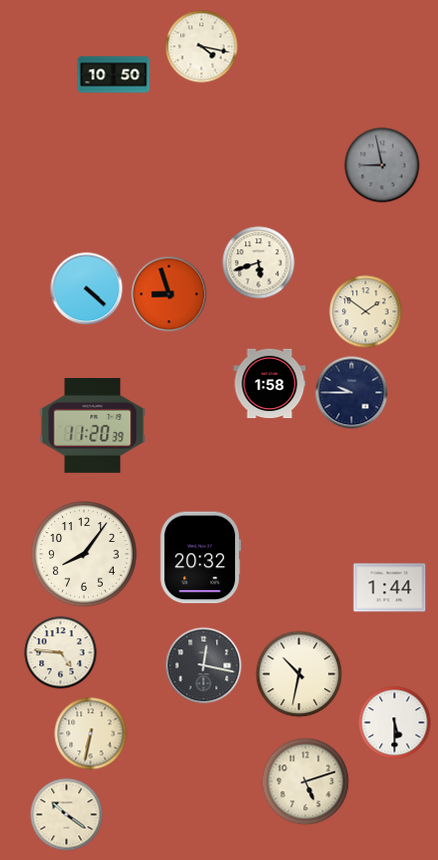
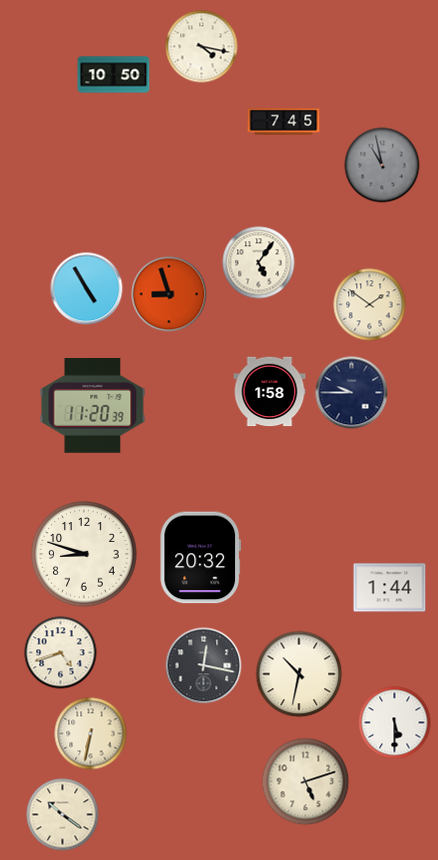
clock at (284, 122): none -> 7:45
clock at (382, 165): 8:58 -> 10:58
clock at (259, 263): 5:42 -> 5:06
clock at (87, 289): 4:22 -> 4:55
clock at (366, 312) position: (366, 312) -> (370, 305)
clock at (270, 384) position: (270, 384) -> (270, 392)
clock at (93, 426) position: (93, 426) -> (93, 406)
clock at (84, 554): 8:06 -> 8:48
clock at (61, 653): 4:46 -> 4:42
clock at (67, 815) position: (67, 815) -> (63, 815)
